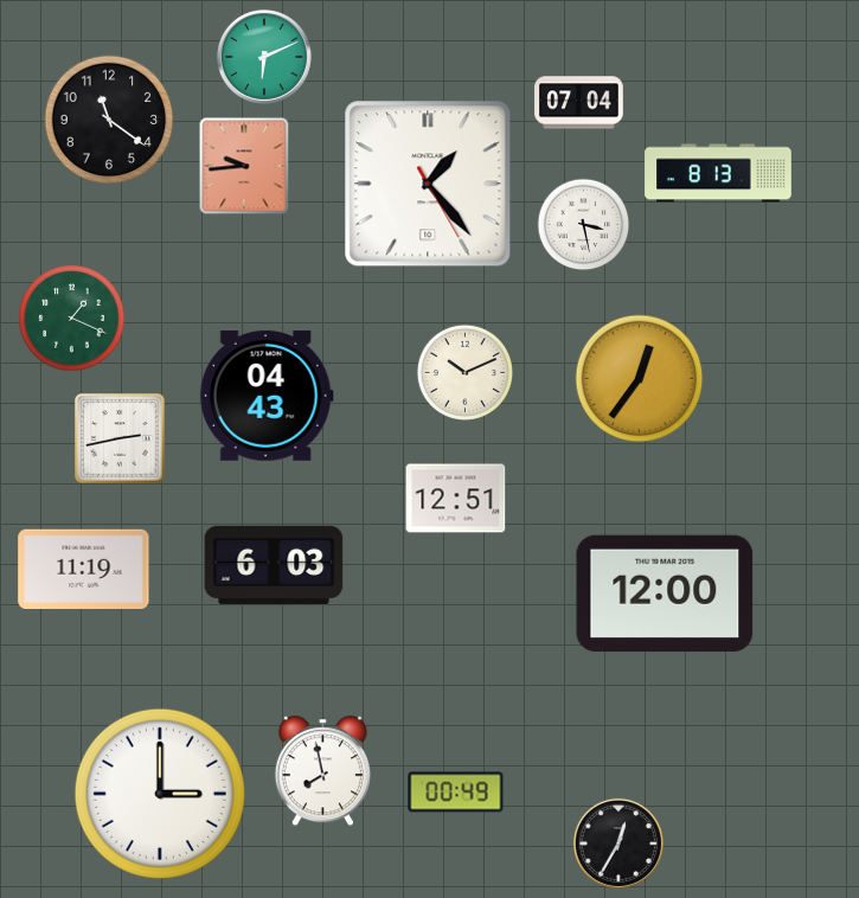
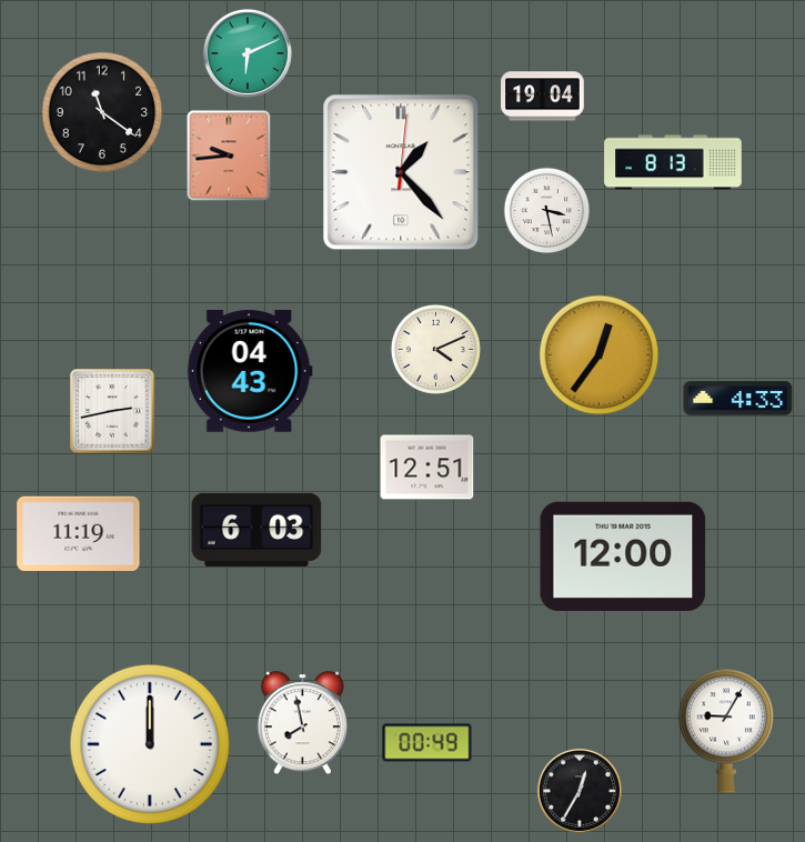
clock at (579, 103): 07:04 -> 19:04
clock at (428, 184): 1:23:25 -> 1:23:01
clock at (72, 319): 1:19 -> none
clock at (464, 372): 10:11 -> 4:11
clock at (738, 399): none -> 4:33
clock at (726, 731): none -> 9:05
clock at (160, 794): 3:00 -> 12:00
